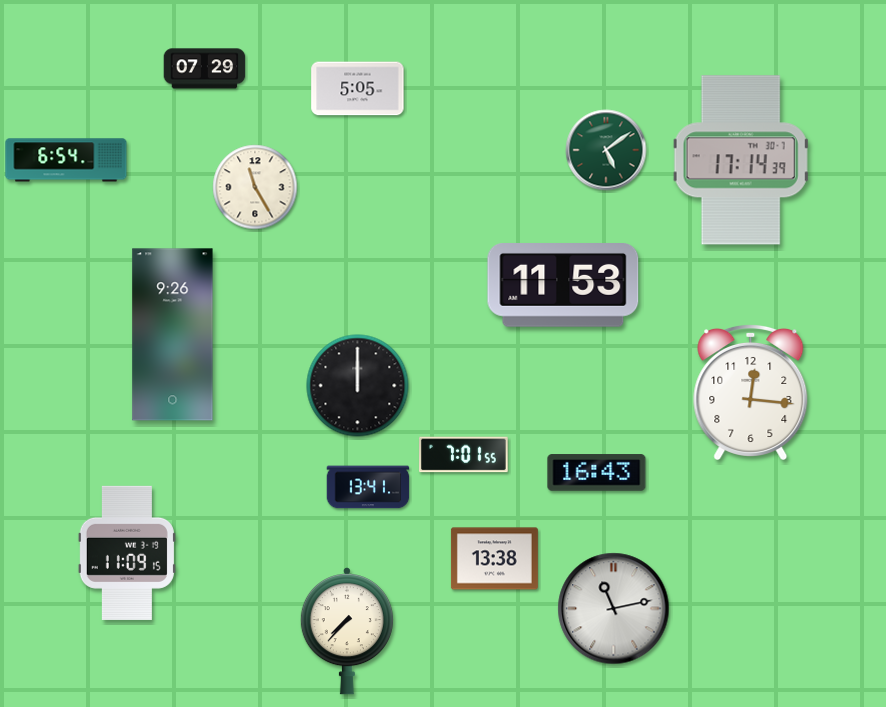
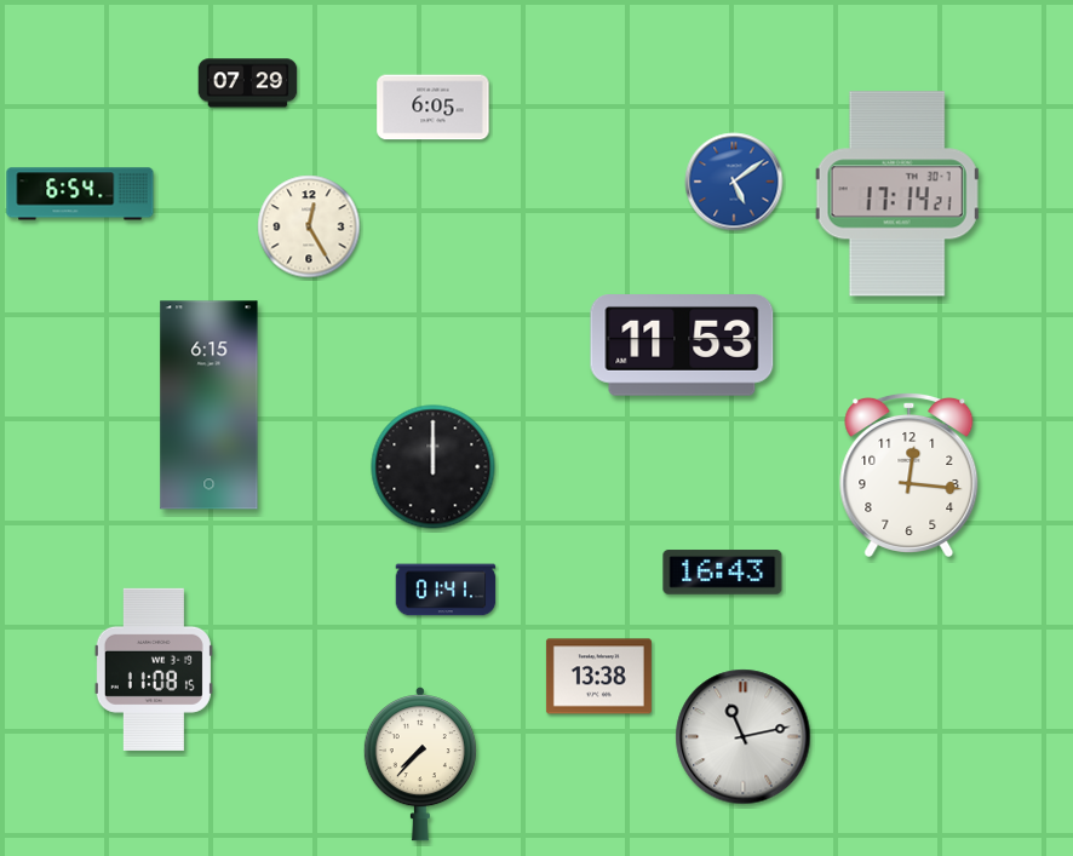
clock at (358, 89): 5:05 -> 6:05
clock at (606, 150) dial: green -> blue
clock at (741, 160): 17:14:39 -> 17:14:21
clock at (255, 187): 11:25 -> 12:25
clock at (173, 335): 9:26 -> 6:15
clock at (464, 455): 7:01 -> none
clock at (368, 487): 13:41 -> 01:41
clock at (127, 553): 11:09 -> 11:08
